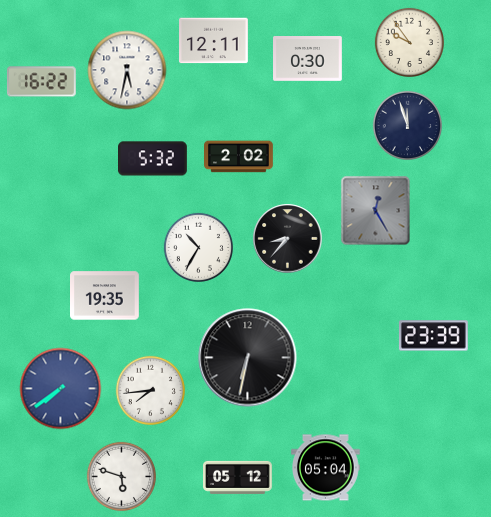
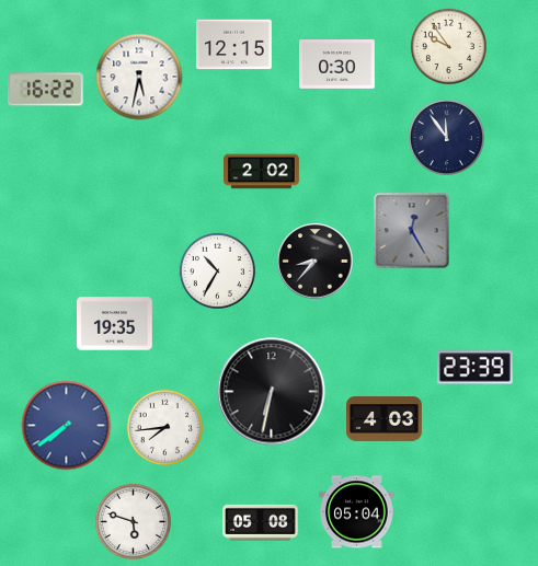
clock at (214, 41): 12:11 -> 12:15
clock at (407, 125): 11:57 -> 11:54
clock at (153, 159): 5:32 -> none
clock at (385, 419): none -> 4:03
clock at (238, 477): 05:12 -> 05:08
